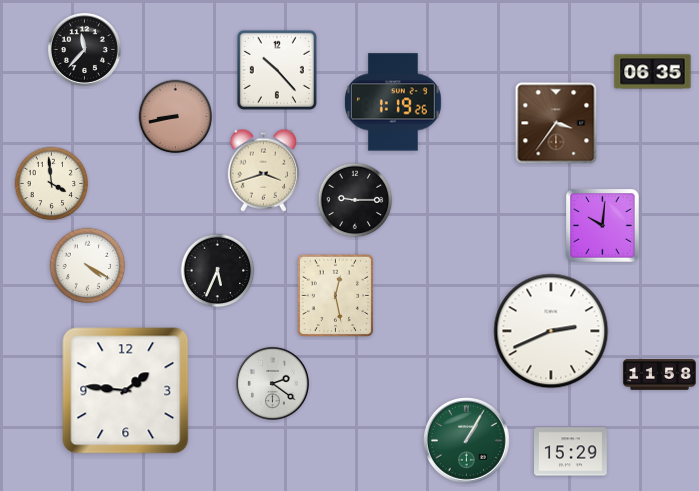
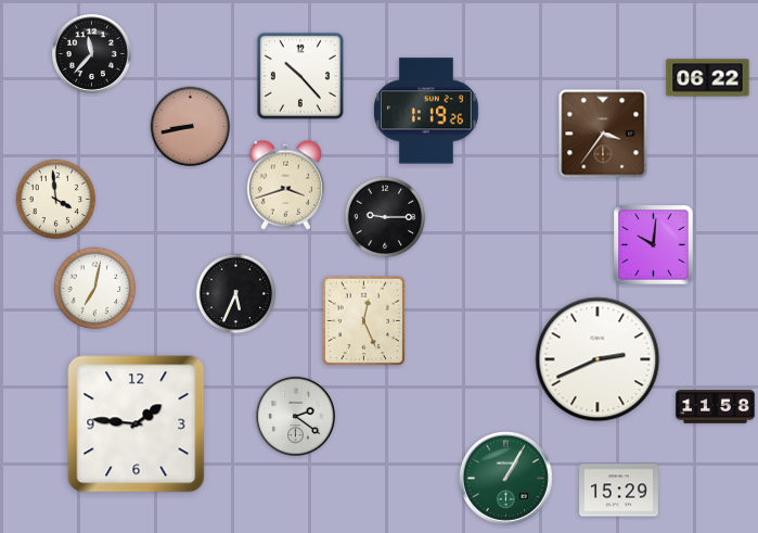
clock at (653, 72): 06:35 -> 06:22
clock at (88, 266): 4:20 -> 7:02
clock at (336, 296): 12:28 -> 12:26
